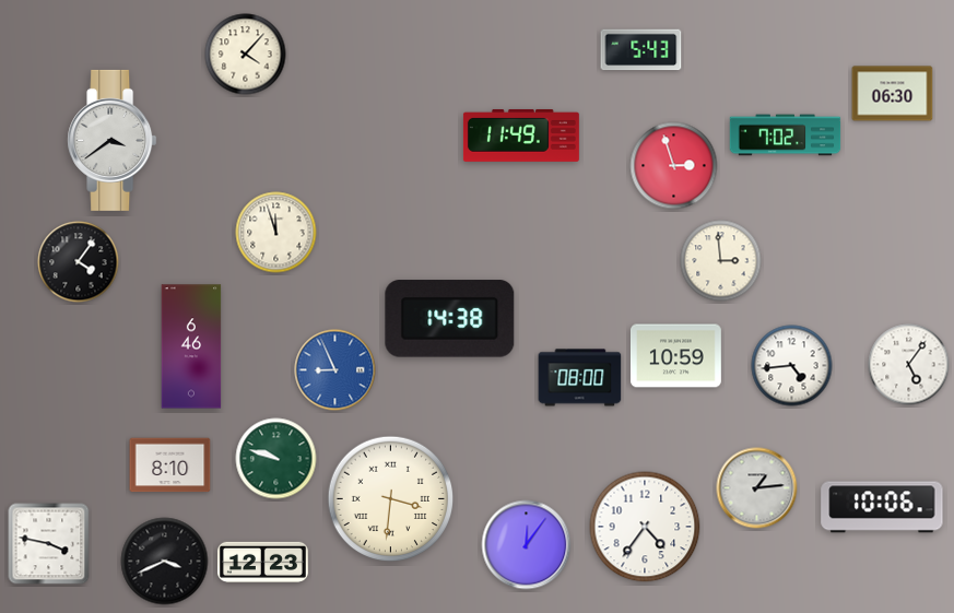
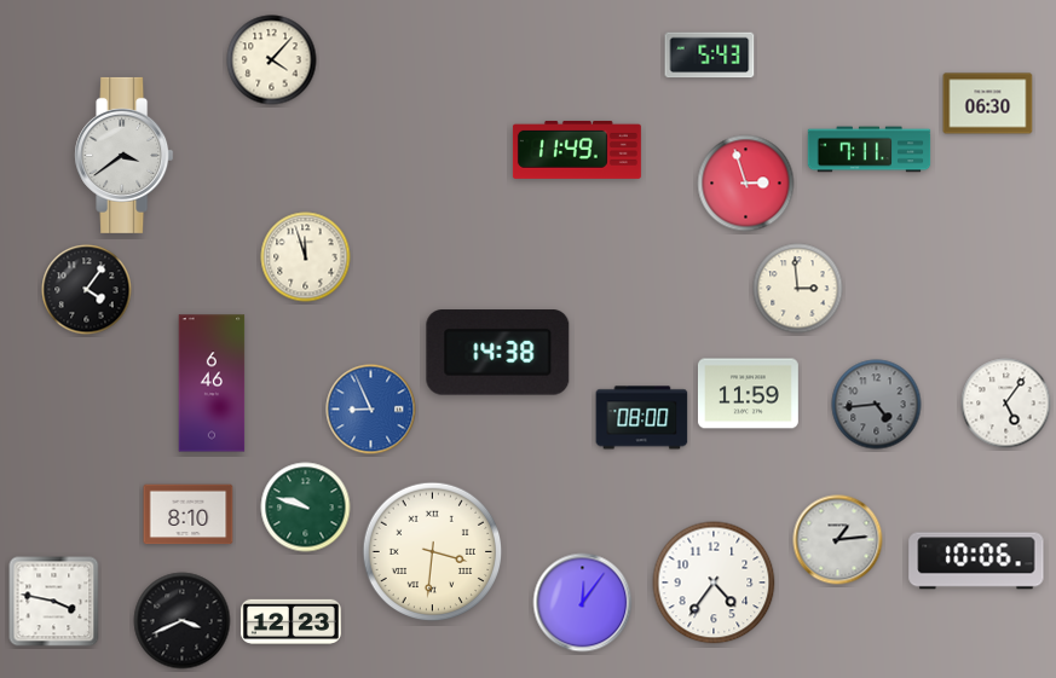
clock at (786, 135): 7:02 -> 7:11
clock at (675, 356): 10:59 -> 11:59
clock at (792, 366) dial: white -> grey
